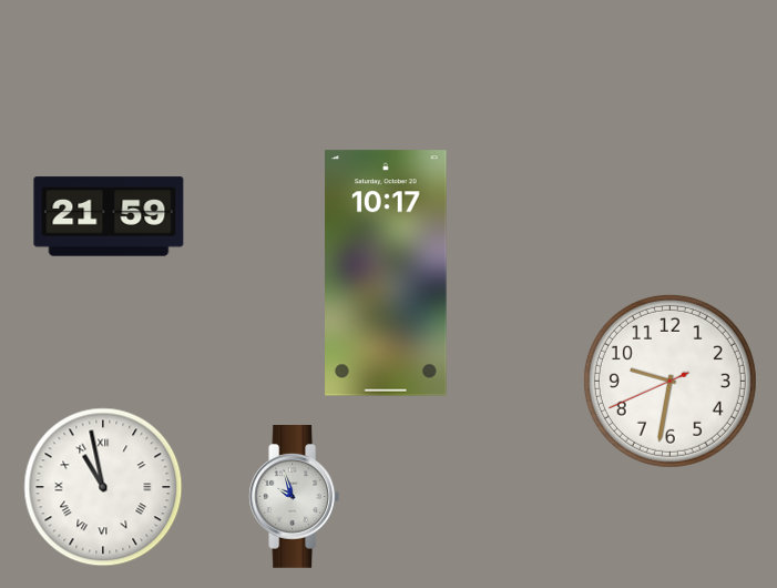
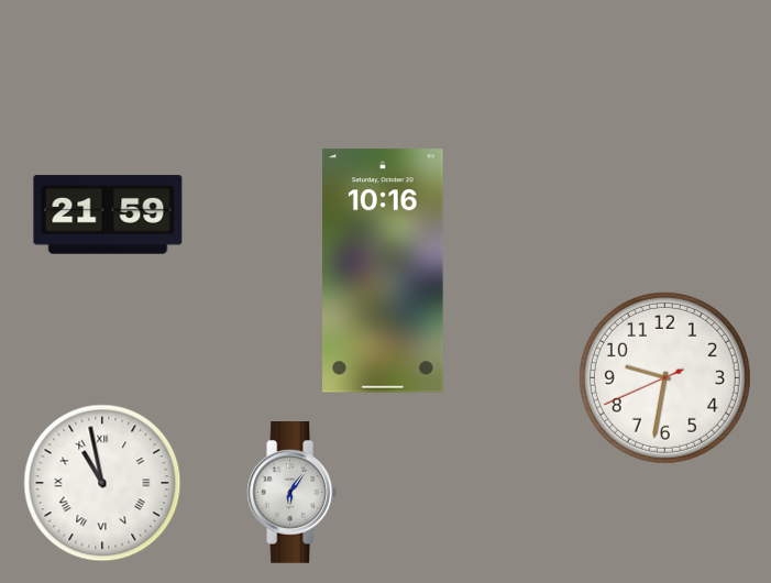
clock at (386, 273): 10:17 -> 10:16
clock at (295, 497): 9:57 -> 6:06
